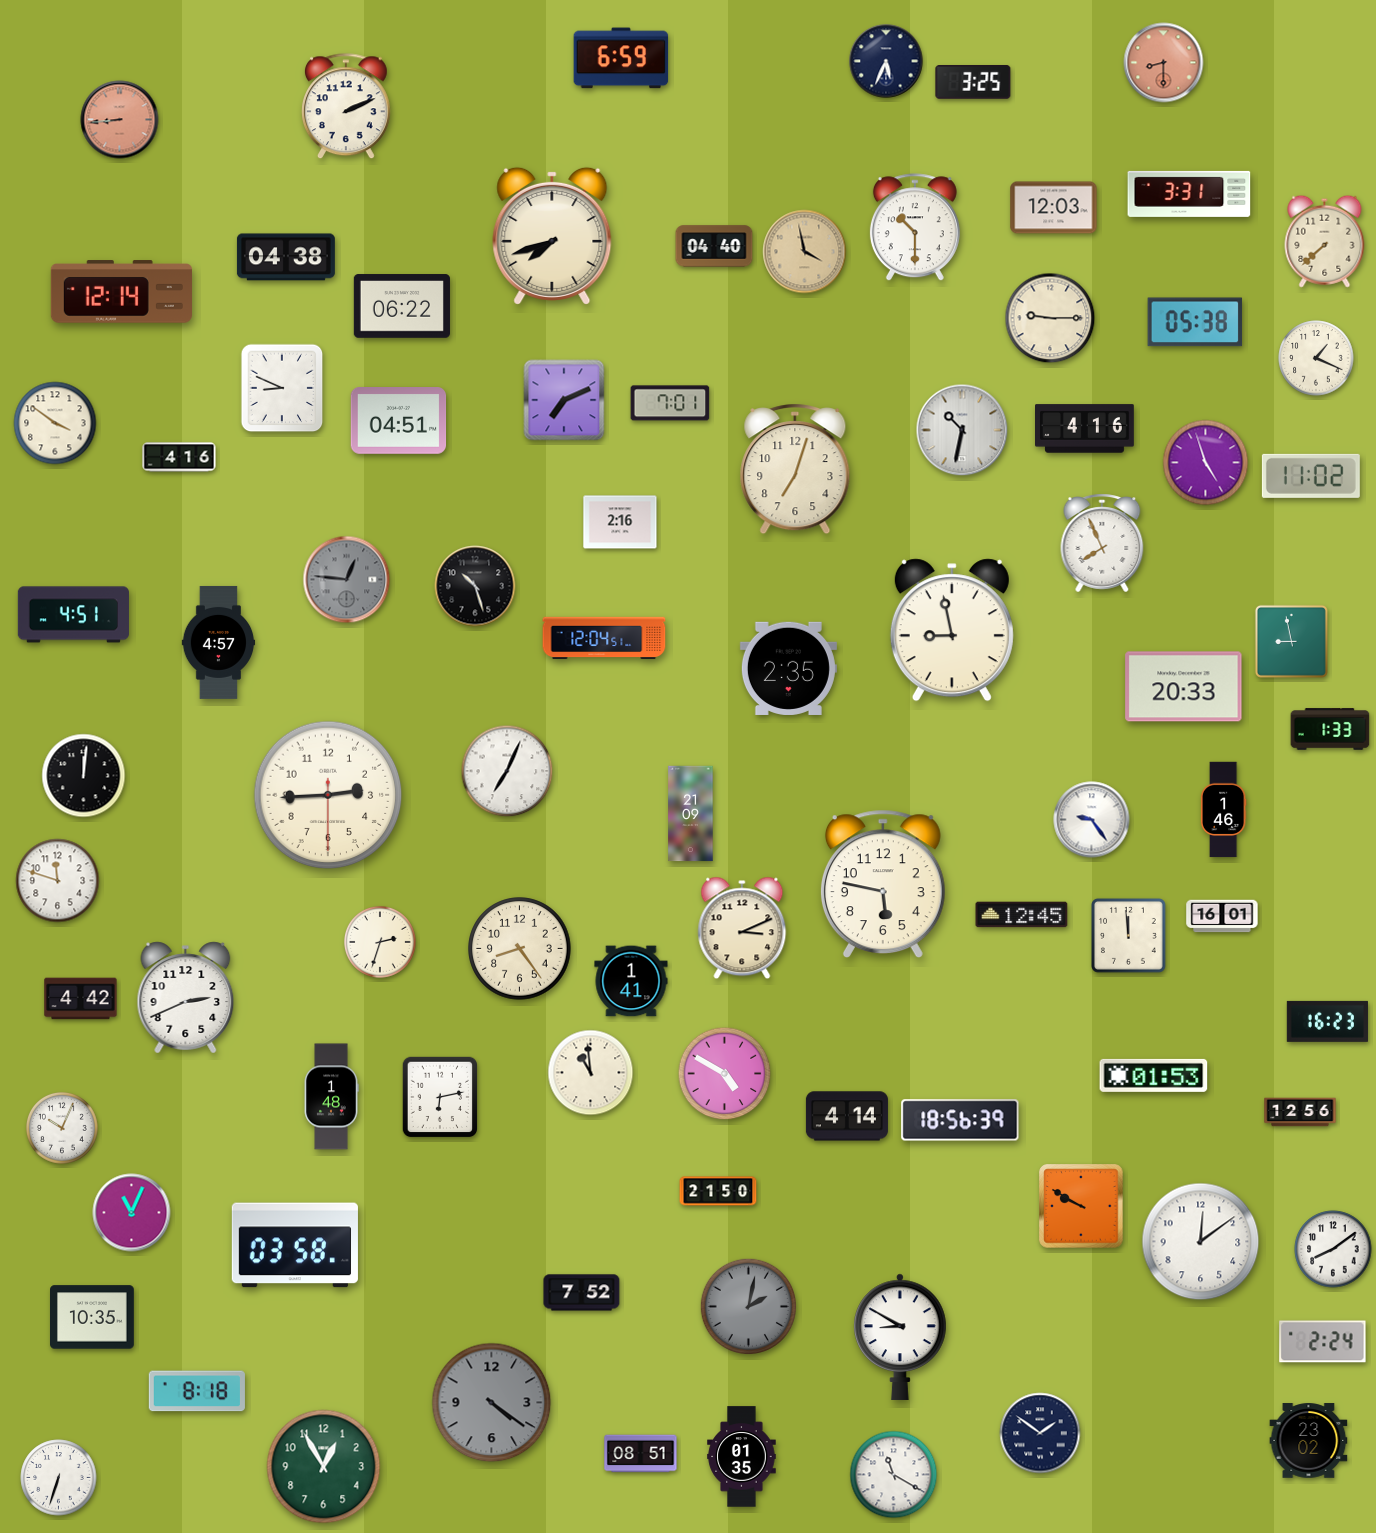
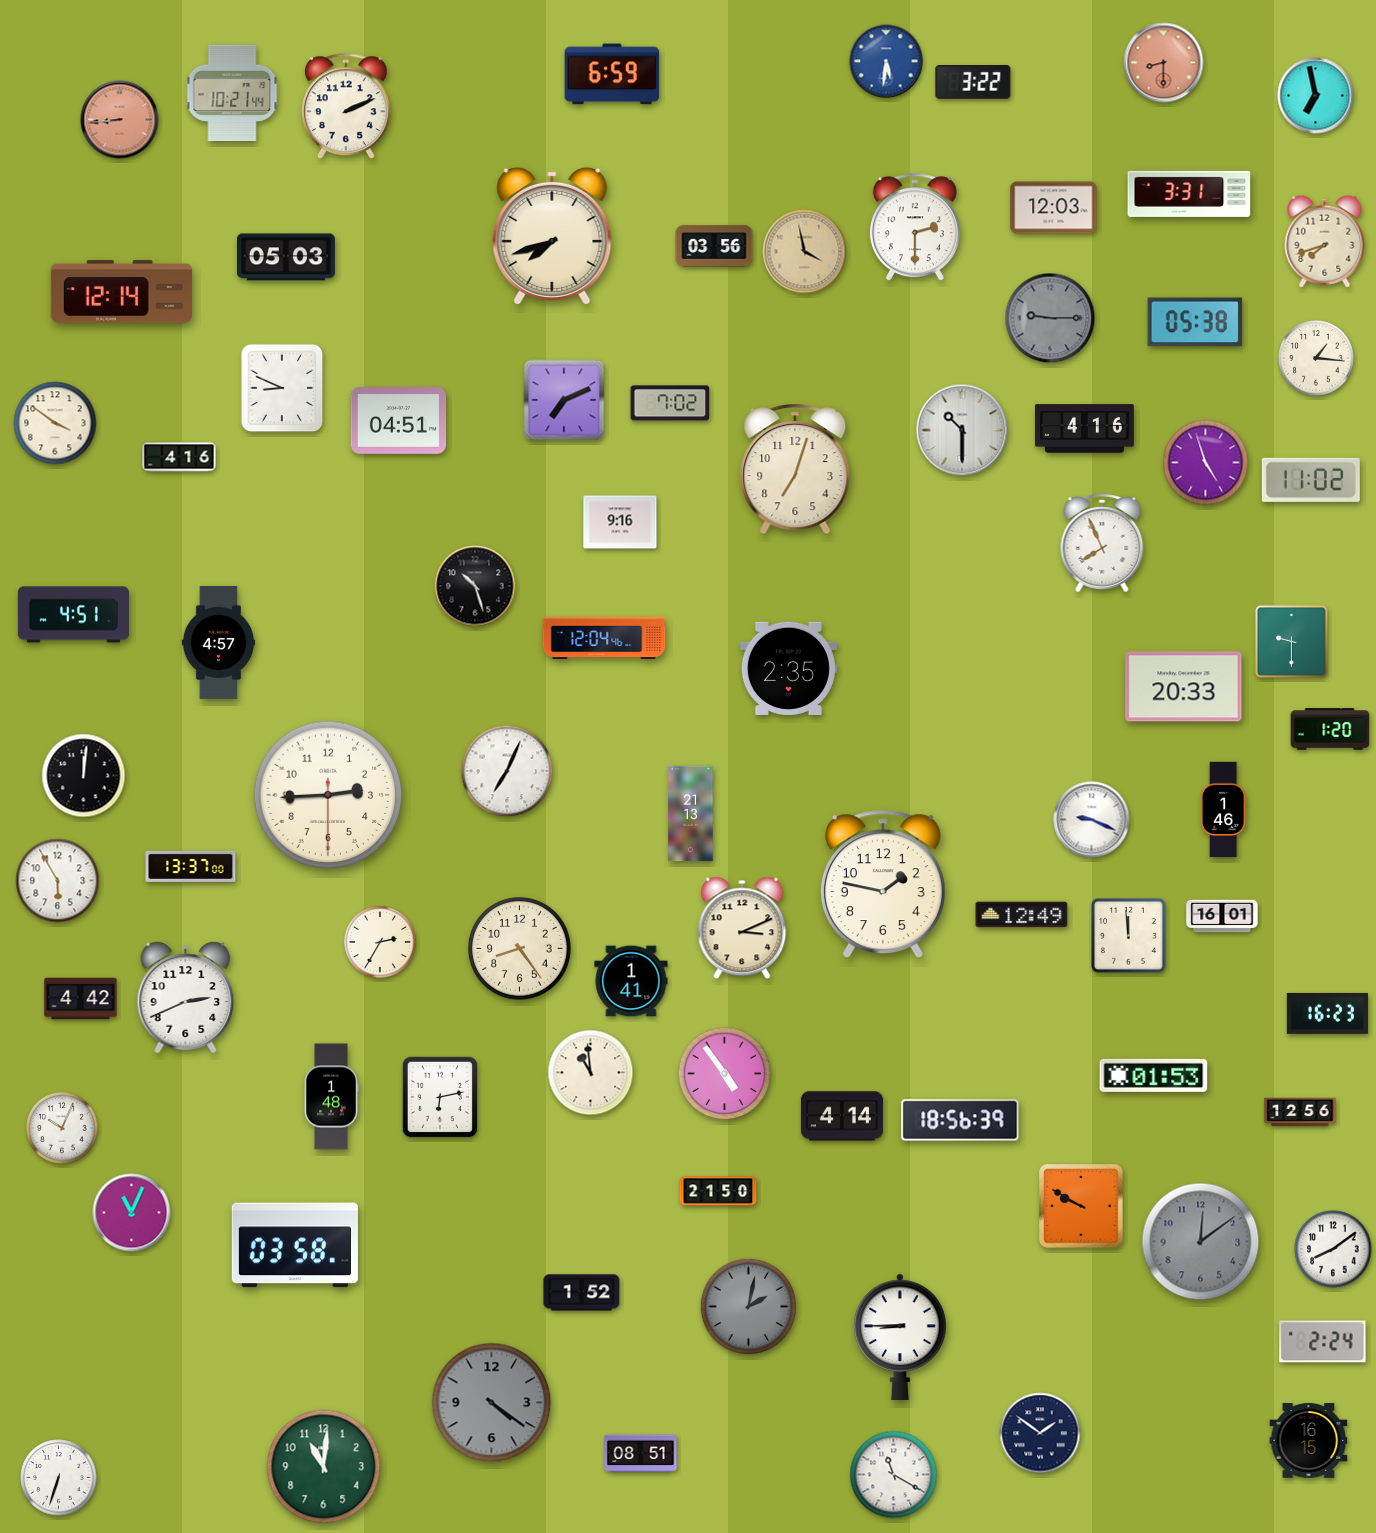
clock at (621, 58) position: (621, 58) -> (612, 74)
clock at (886, 61): 5:34 -> 5:31
clock at (886, 61) dial: navy -> blue
clock at (973, 83): 3:25 -> 3:22
clock at (232, 93): none -> 10:21
clock at (1316, 96): none -> 6:58
clock at (915, 228): 10:30 -> 2:30
clock at (1325, 241): 7:38 -> 7:42
clock at (714, 246): 04:40 -> 03:56
clock at (286, 257): 04:38 -> 05:03
clock at (402, 306): 06:22 -> none
clock at (1050, 318) dial: cream -> grey
clock at (1316, 358): 1:19 -> 1:16
clock at (670, 403): 7:01 -> 7:02
clock at (962, 430): 10:32 -> 10:30
clock at (1311, 476) position: (1311, 476) -> (1311, 480)
clock at (620, 522): 2:16 -> 9:16
clock at (347, 580): 12:46 -> none
clock at (952, 630): 8:58 -> none
clock at (604, 638): 12:04:51 -> 12:04:46
clock at (1291, 641): 8:58 -> 9:30
clock at (1330, 729): 1:33 -> 1:20
clock at (691, 814): 21:09 -> 21:13
clock at (1092, 820): 9:24 -> 9:19
clock at (191, 866): none -> 13:37
clock at (58, 881): 11:48 -> 5:55
clock at (883, 883): 5:47 -> 1:47
clock at (1022, 915): 12:45 -> 12:49
clock at (380, 942): 2:33 -> 2:35
clock at (1327, 1021) position: (1327, 1021) -> (1327, 1013)
clock at (725, 1074): 4:50 -> 4:54
clock at (847, 1116) position: (847, 1116) -> (842, 1116)
clock at (1201, 1242) dial: white -> grey
clock at (582, 1293): 7:52 -> 1:52
clock at (93, 1317): 10:35 -> none
clock at (901, 1337): 8:50 -> 8:45
clock at (197, 1391): 8:18 -> none
clock at (1309, 1441): 23:02 -> 16:15
clock at (742, 1457): 01:35 -> none
clock at (324, 1467): 12:55 -> 11:01
